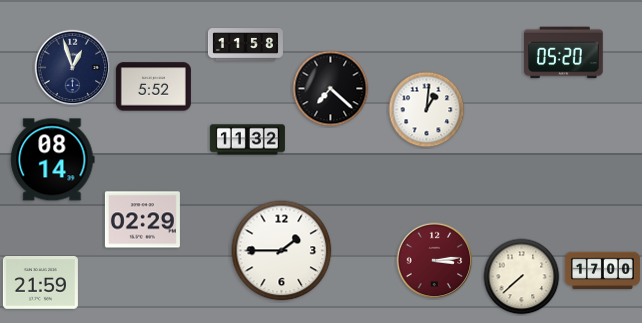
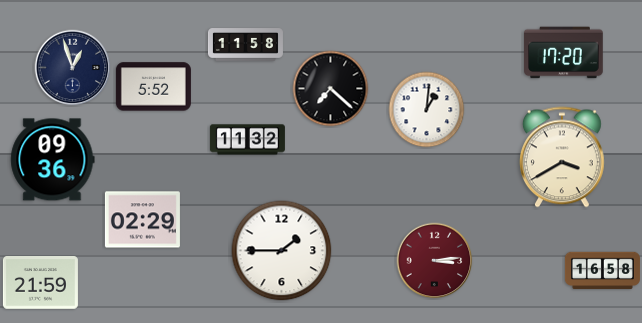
clock at (564, 53): 05:20 -> 17:20
clock at (562, 157): none -> 3:40
clock at (53, 160): 08:14 -> 09:36
clock at (602, 271): 17:00 -> 16:58
clock at (522, 277): 7:38 -> none
